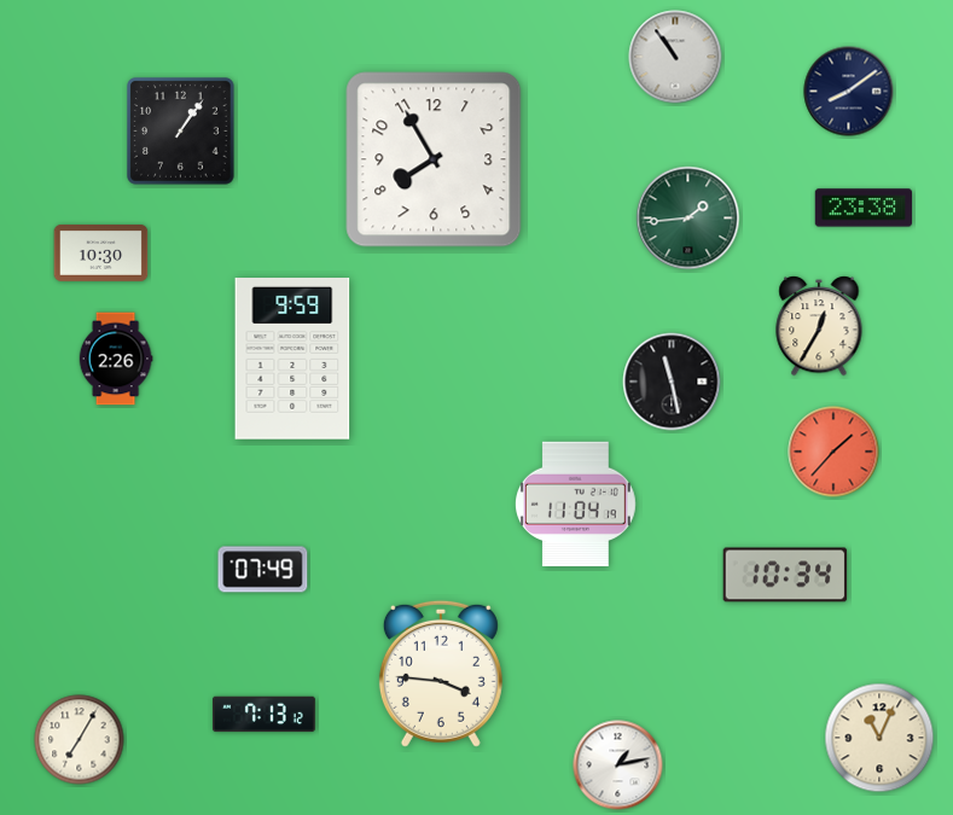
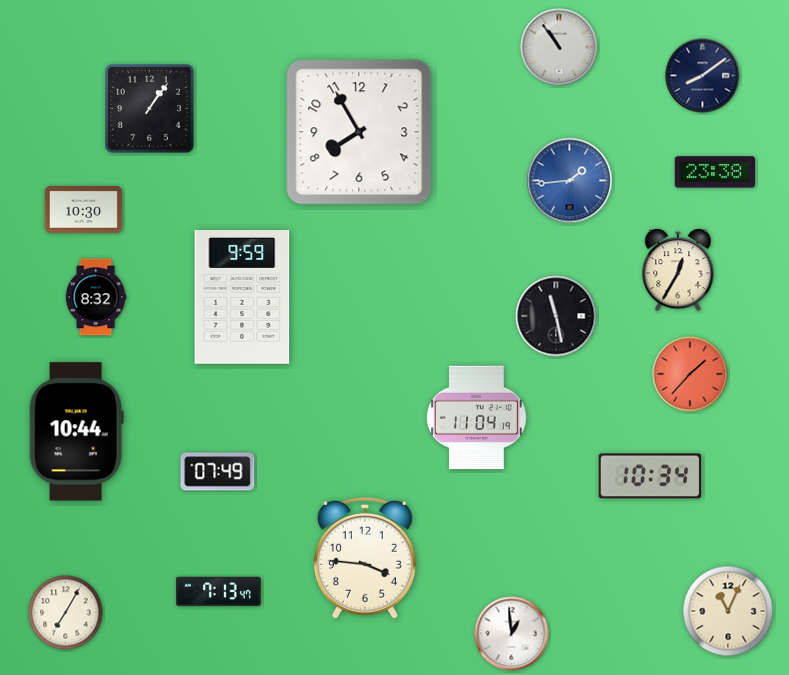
clock at (688, 219) dial: green -> blue
clock at (116, 359): 2:26 -> 8:32
clock at (76, 432): none -> 10:44
clock at (263, 715): 7:13:12 -> 7:13:47
clock at (618, 765): 1:13 -> 12:59
